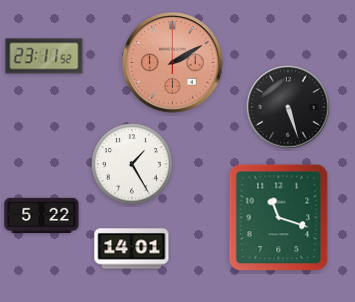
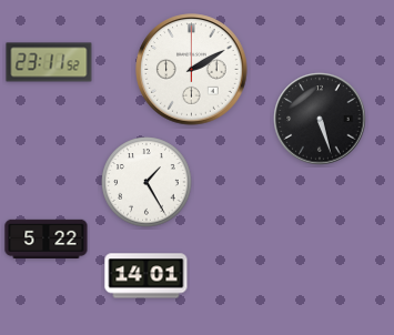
clock at (173, 63) dial: salmon -> white
clock at (279, 218): 11:18 -> none
